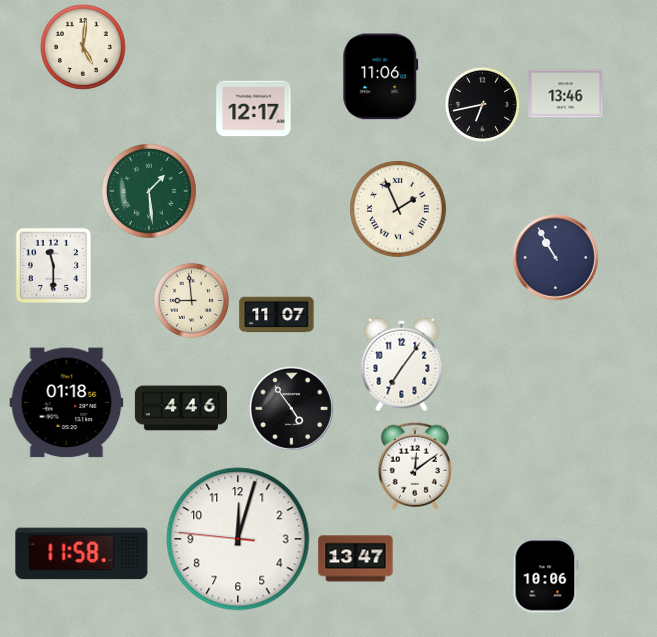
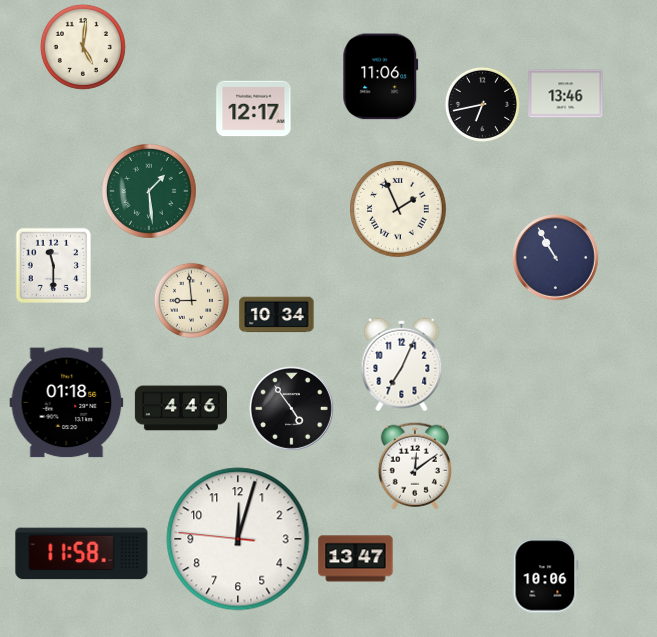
clock at (277, 315): 11:07 -> 10:34
clock at (402, 365): 7:06 -> 7:04
